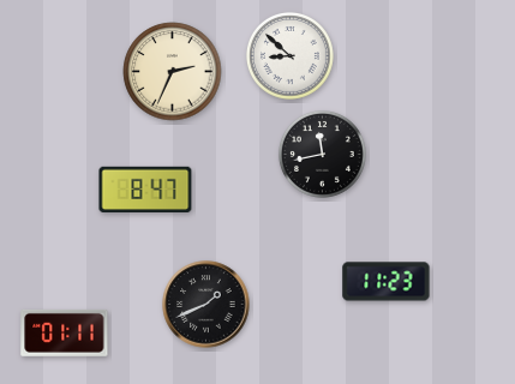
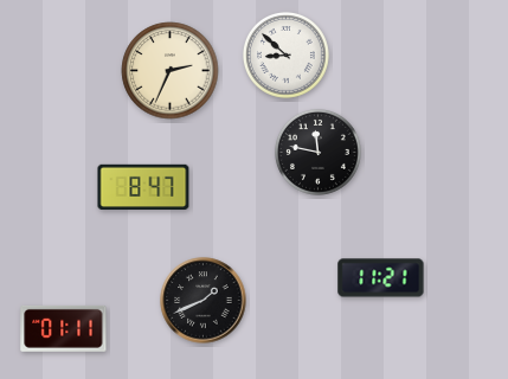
clock at (322, 154): 11:43 -> 11:47
clock at (387, 282): 11:23 -> 11:21
